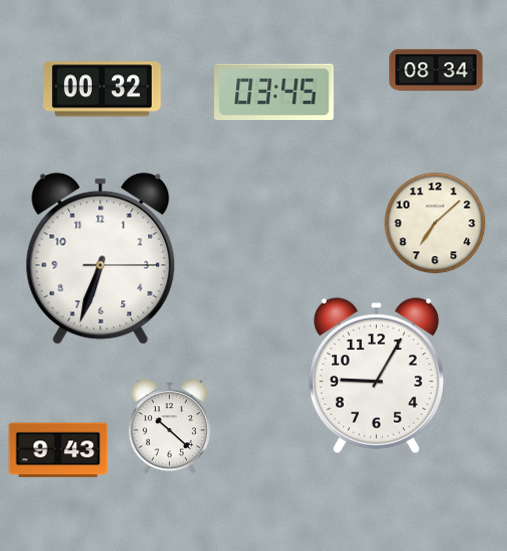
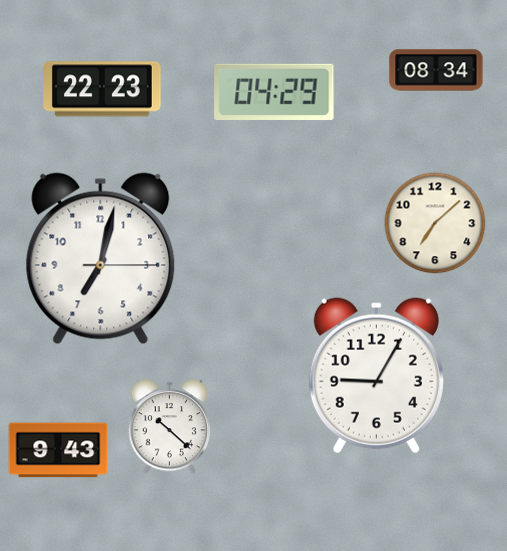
clock at (103, 89): 00:32 -> 22:23
clock at (274, 91): 03:45 -> 04:29
clock at (101, 259): 6:33 -> 7:02
